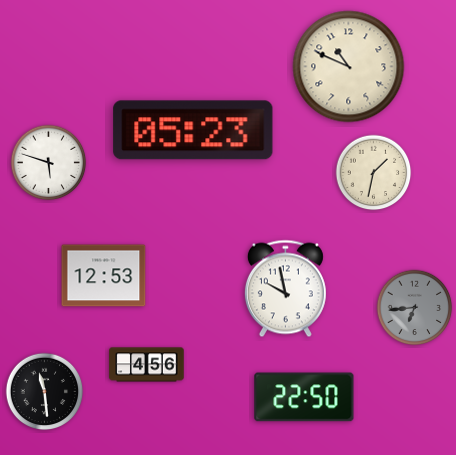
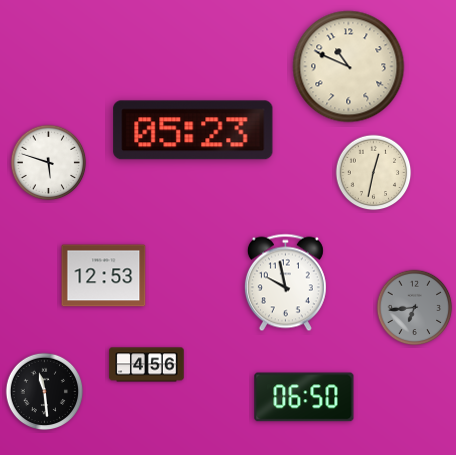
clock at (374, 173): 1:32 -> 12:32
clock at (285, 289) position: (285, 289) -> (285, 283)
clock at (304, 397): 22:50 -> 06:50
